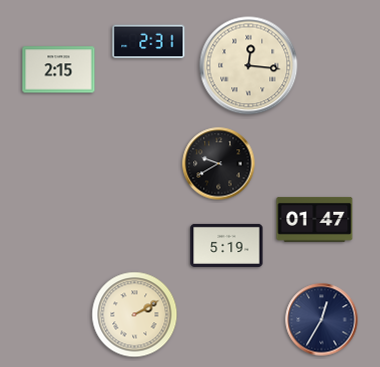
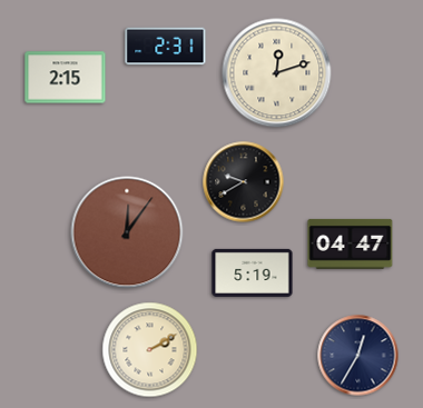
clock at (249, 66): 12:16 -> 12:12
clock at (127, 232): none -> 12:06
clock at (315, 219): 01:47 -> 04:47
